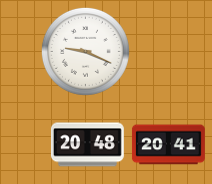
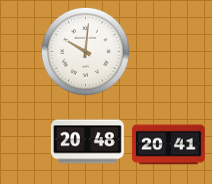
clock at (85, 51): 9:19 -> 10:01
clock at (87, 145) position: (87, 145) -> (87, 142)
